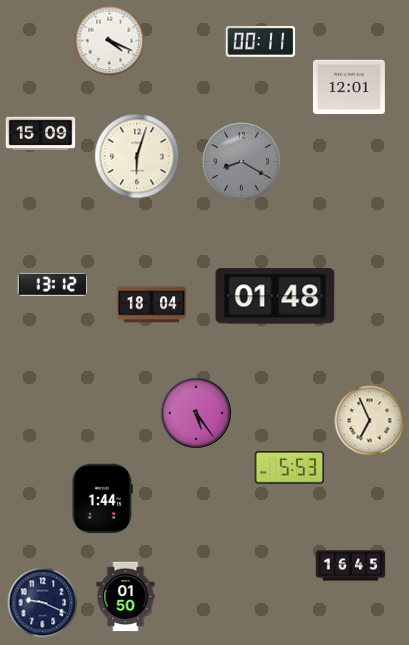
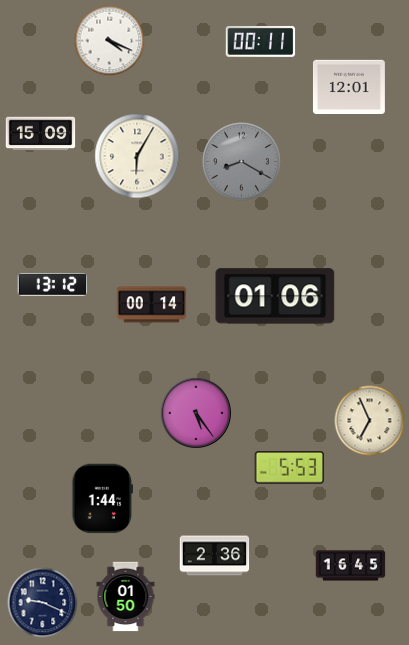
clock at (137, 156): 6:03 -> 6:05
clock at (275, 296): 01:48 -> 01:06
clock at (152, 305): 18:04 -> 00:14
clock at (215, 556): none -> 2:36
